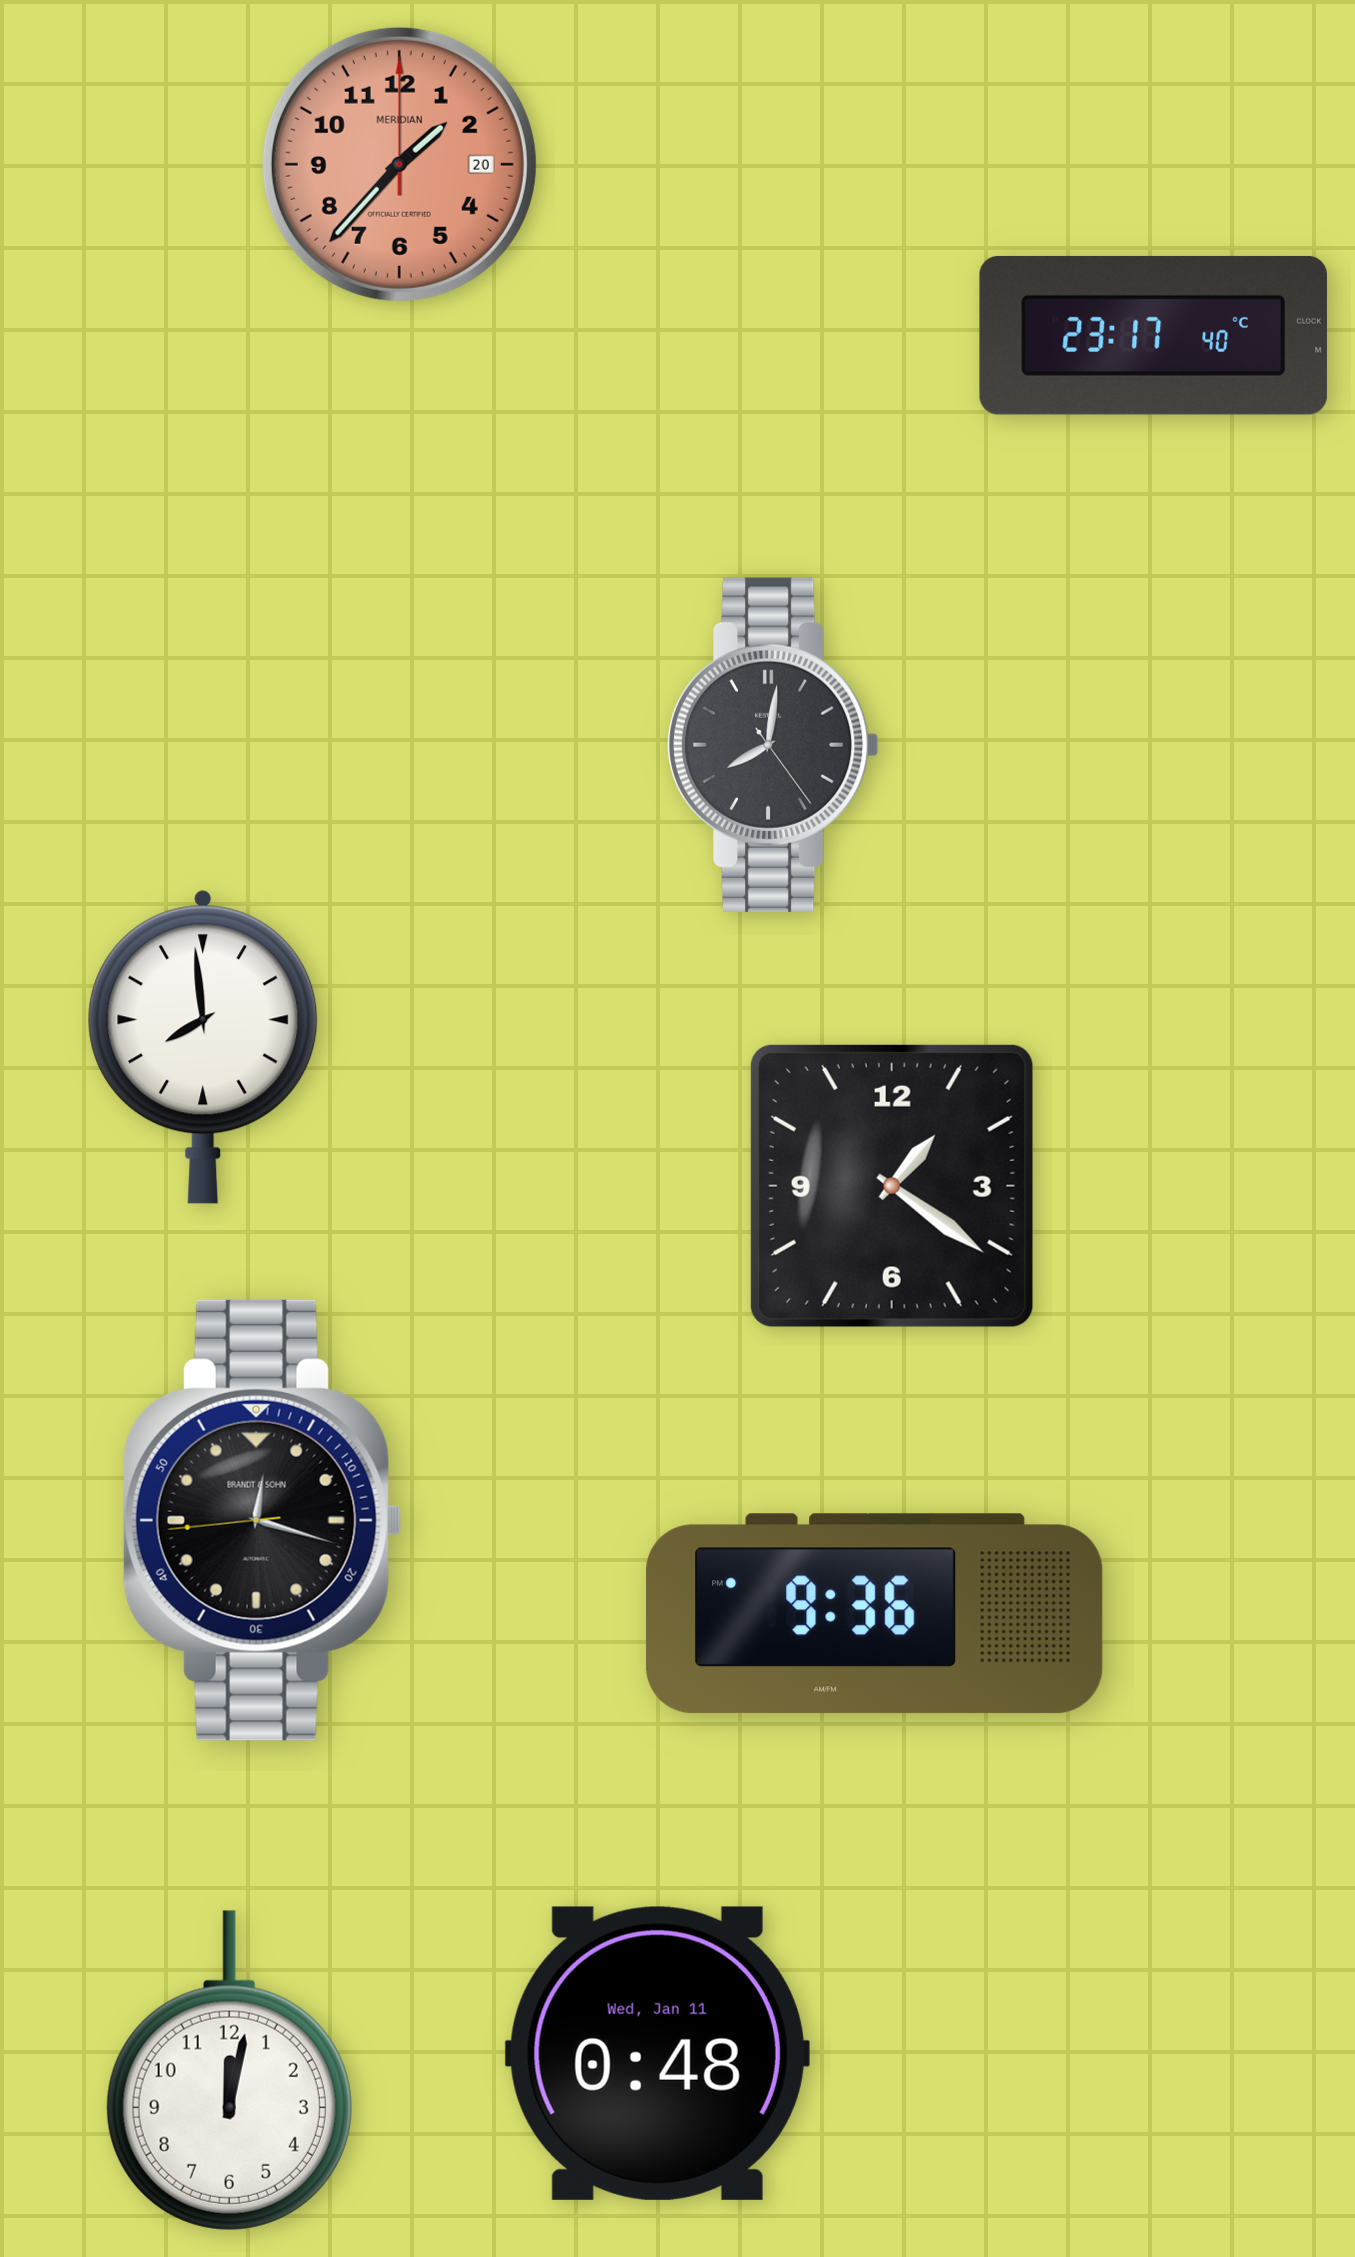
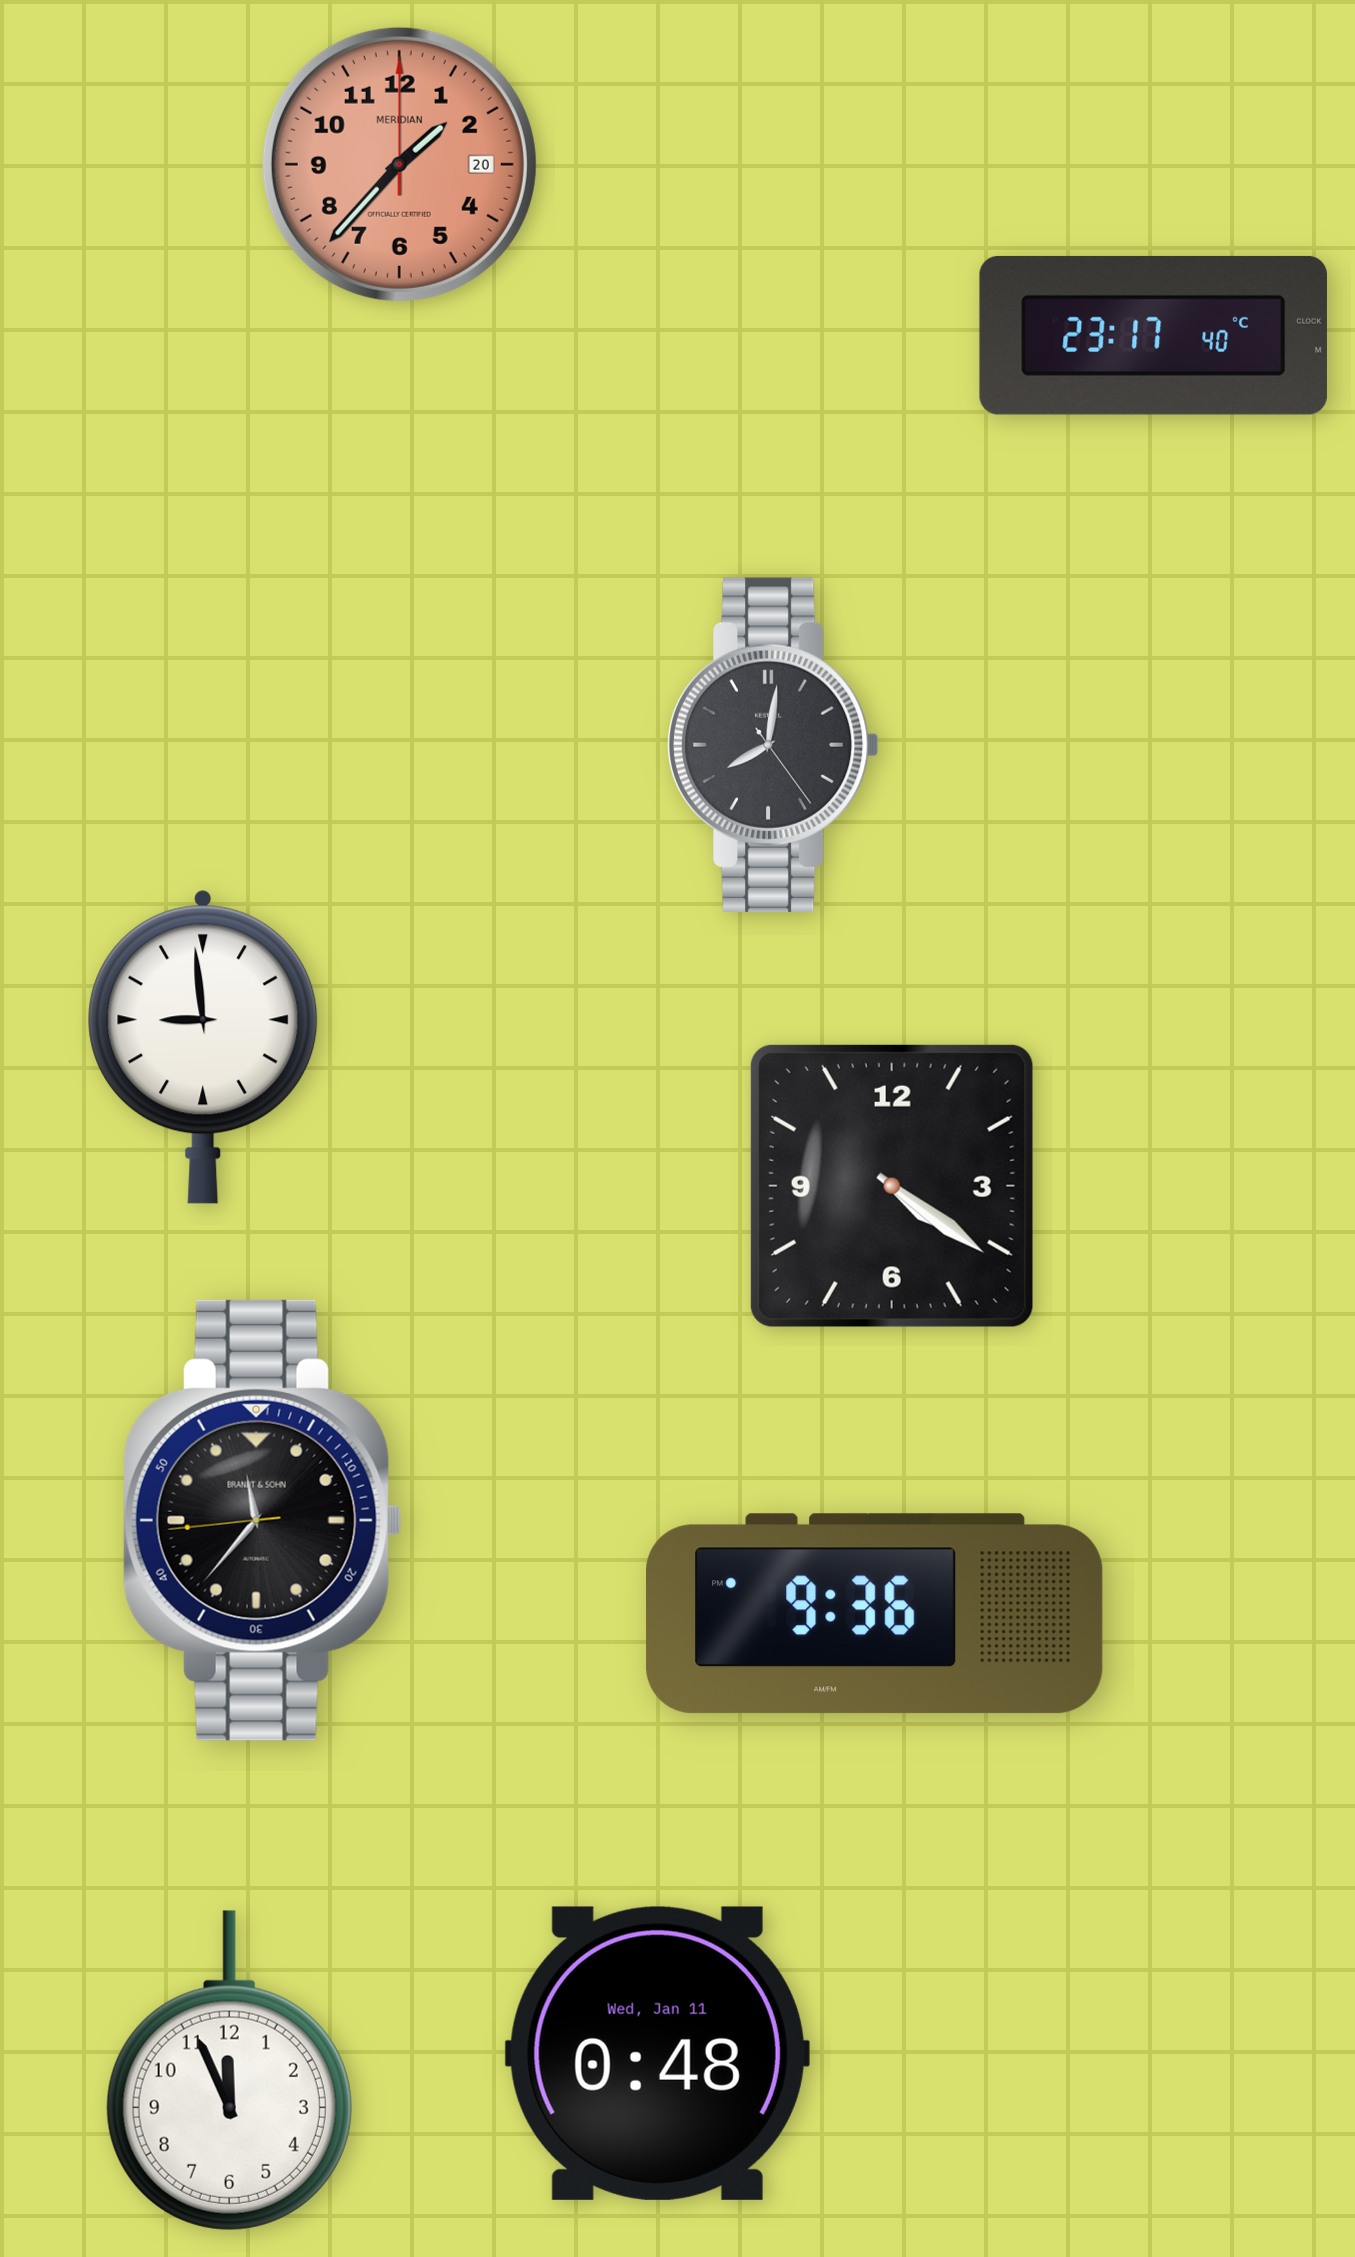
clock at (203, 1047): 7:59 -> 8:59
clock at (892, 1186): 1:21 -> 4:21
clock at (262, 1520): 12:17 -> 11:36
clock at (229, 2071): 12:02 -> 11:56
